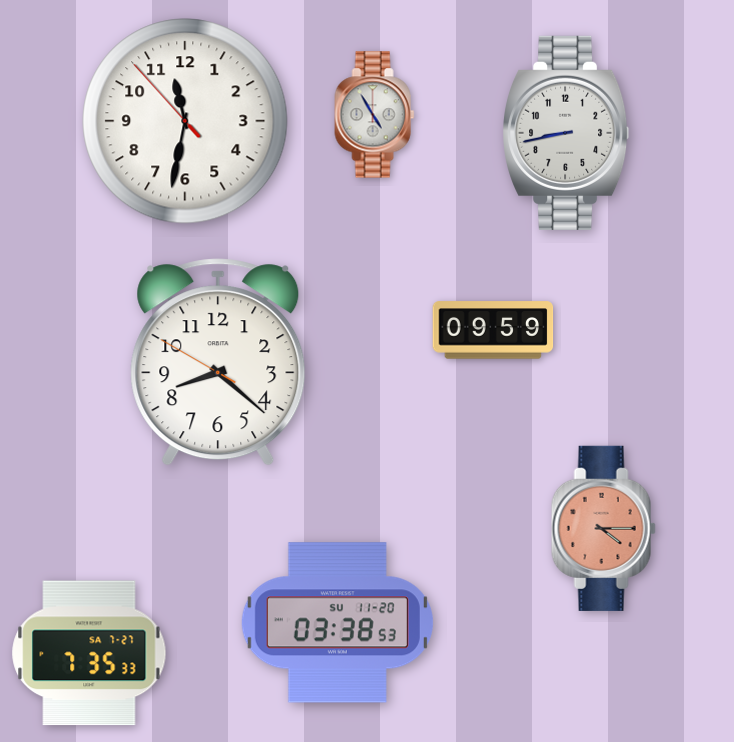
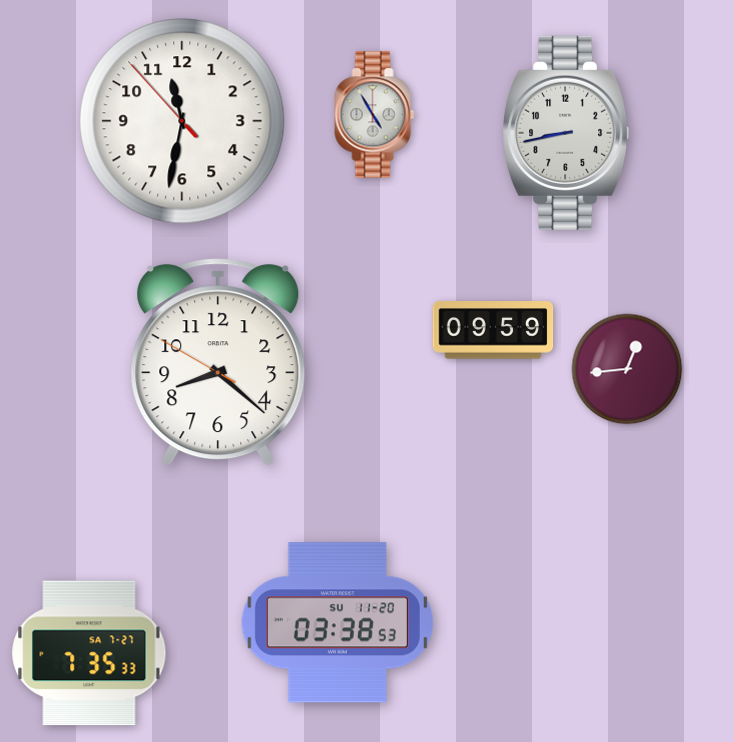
clock at (185, 121) position: (185, 121) -> (182, 121)
clock at (627, 369): none -> 12:44
clock at (603, 528): 4:15 -> none
